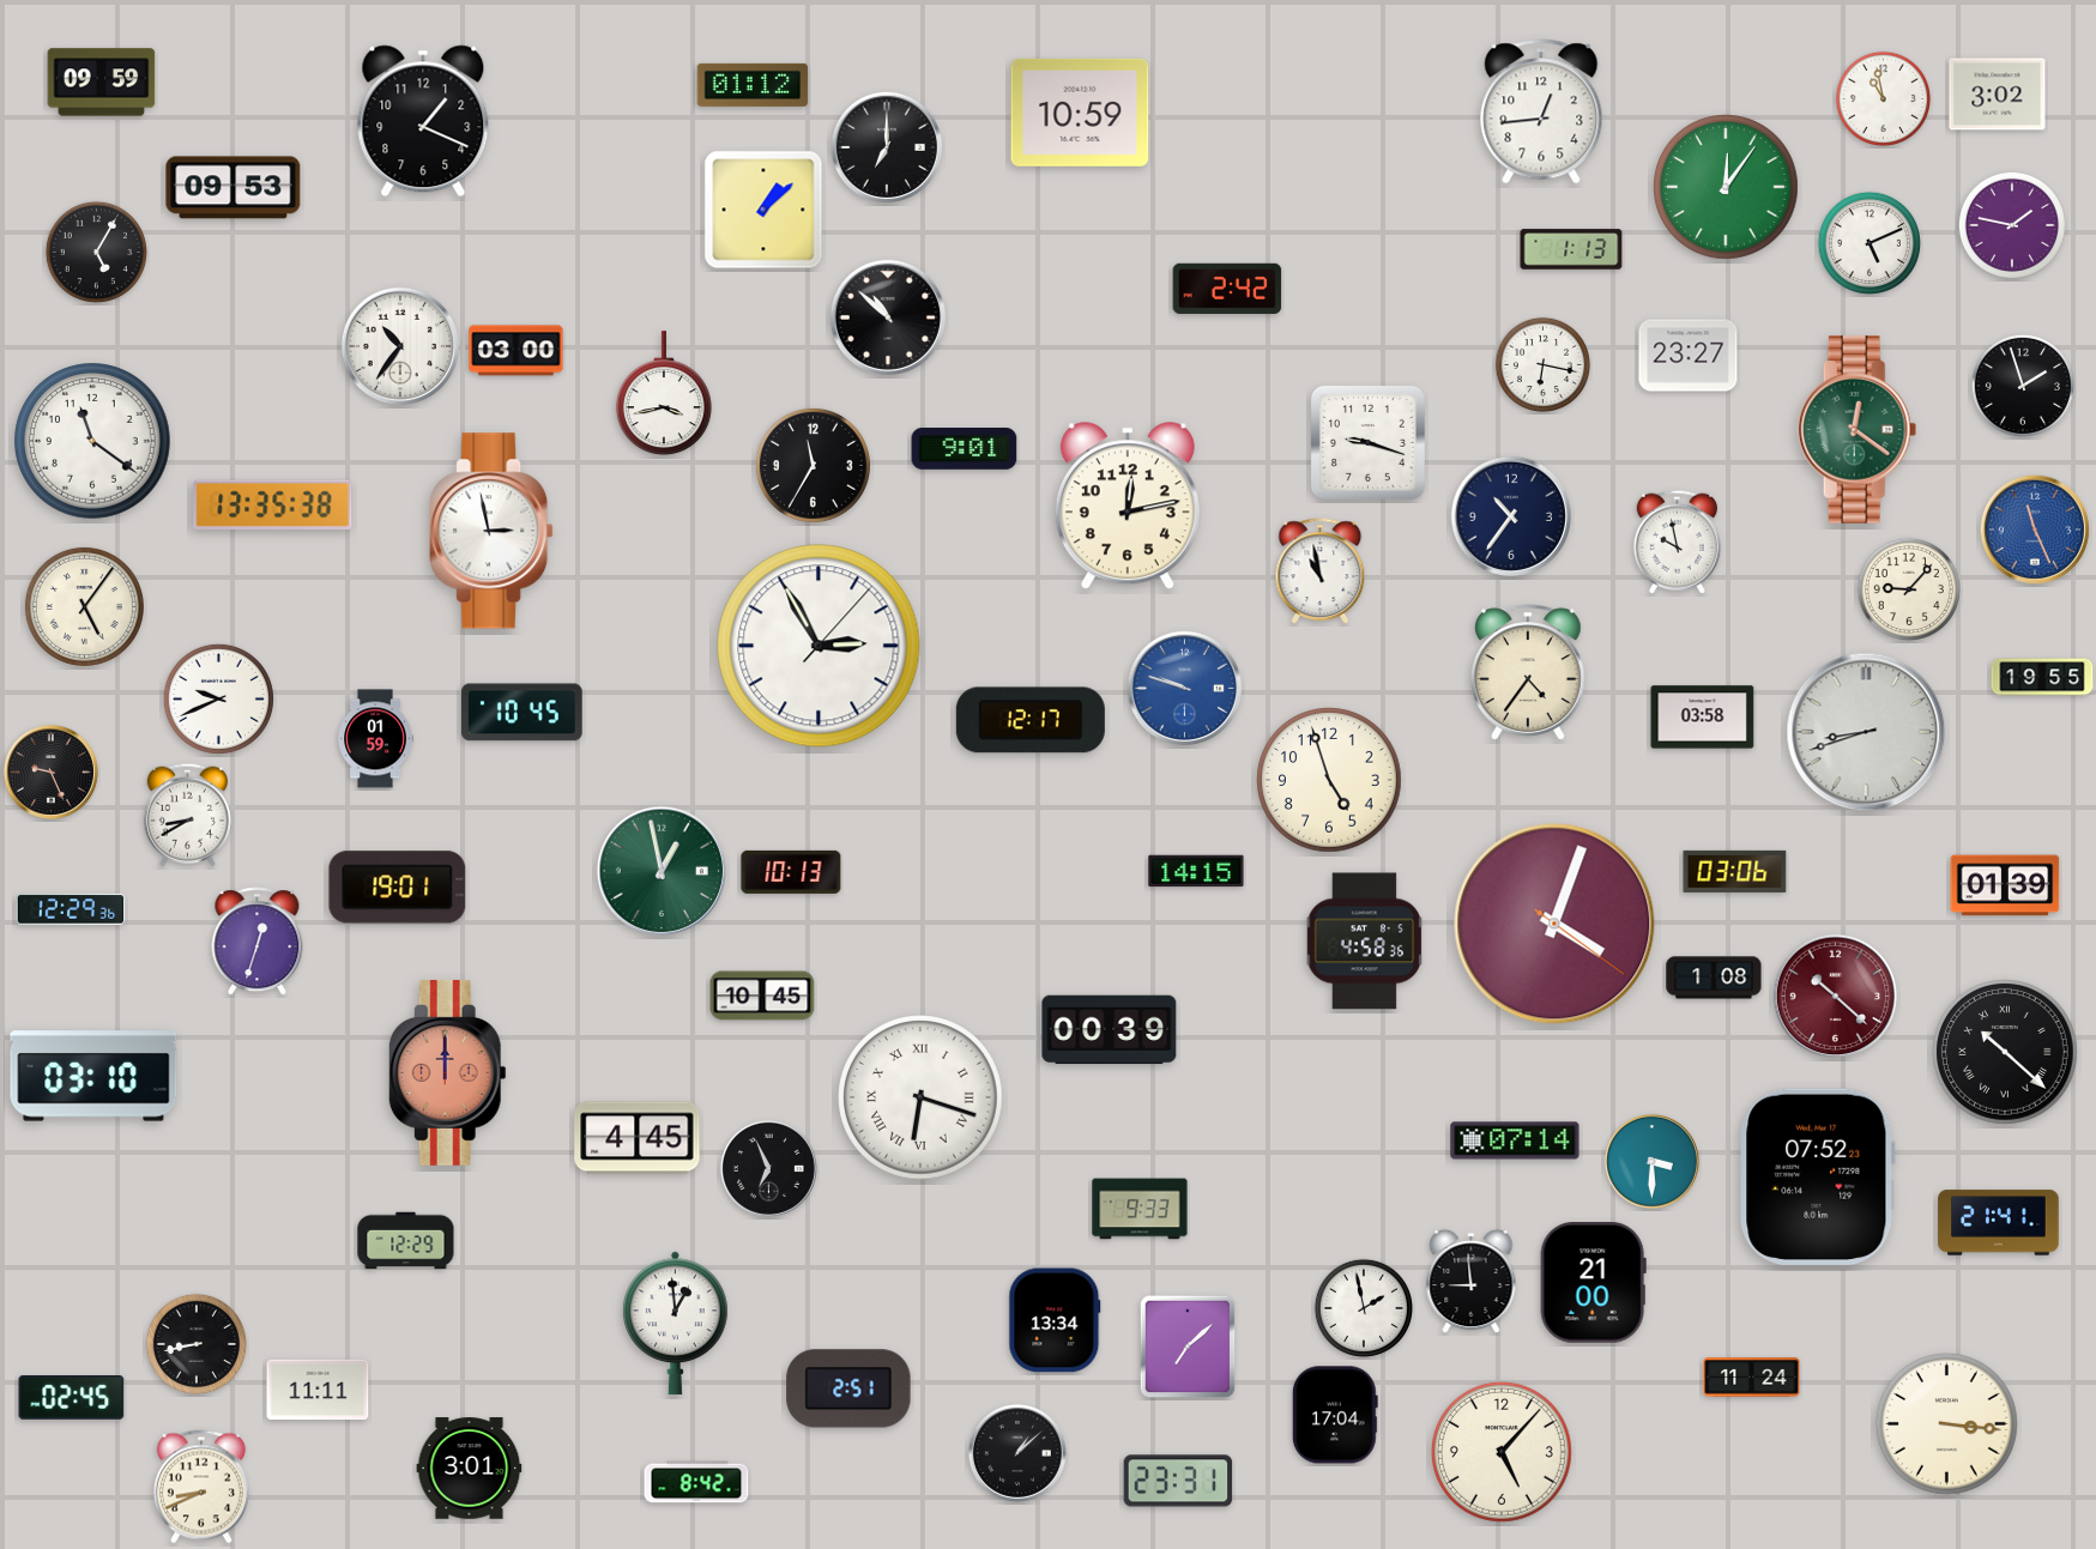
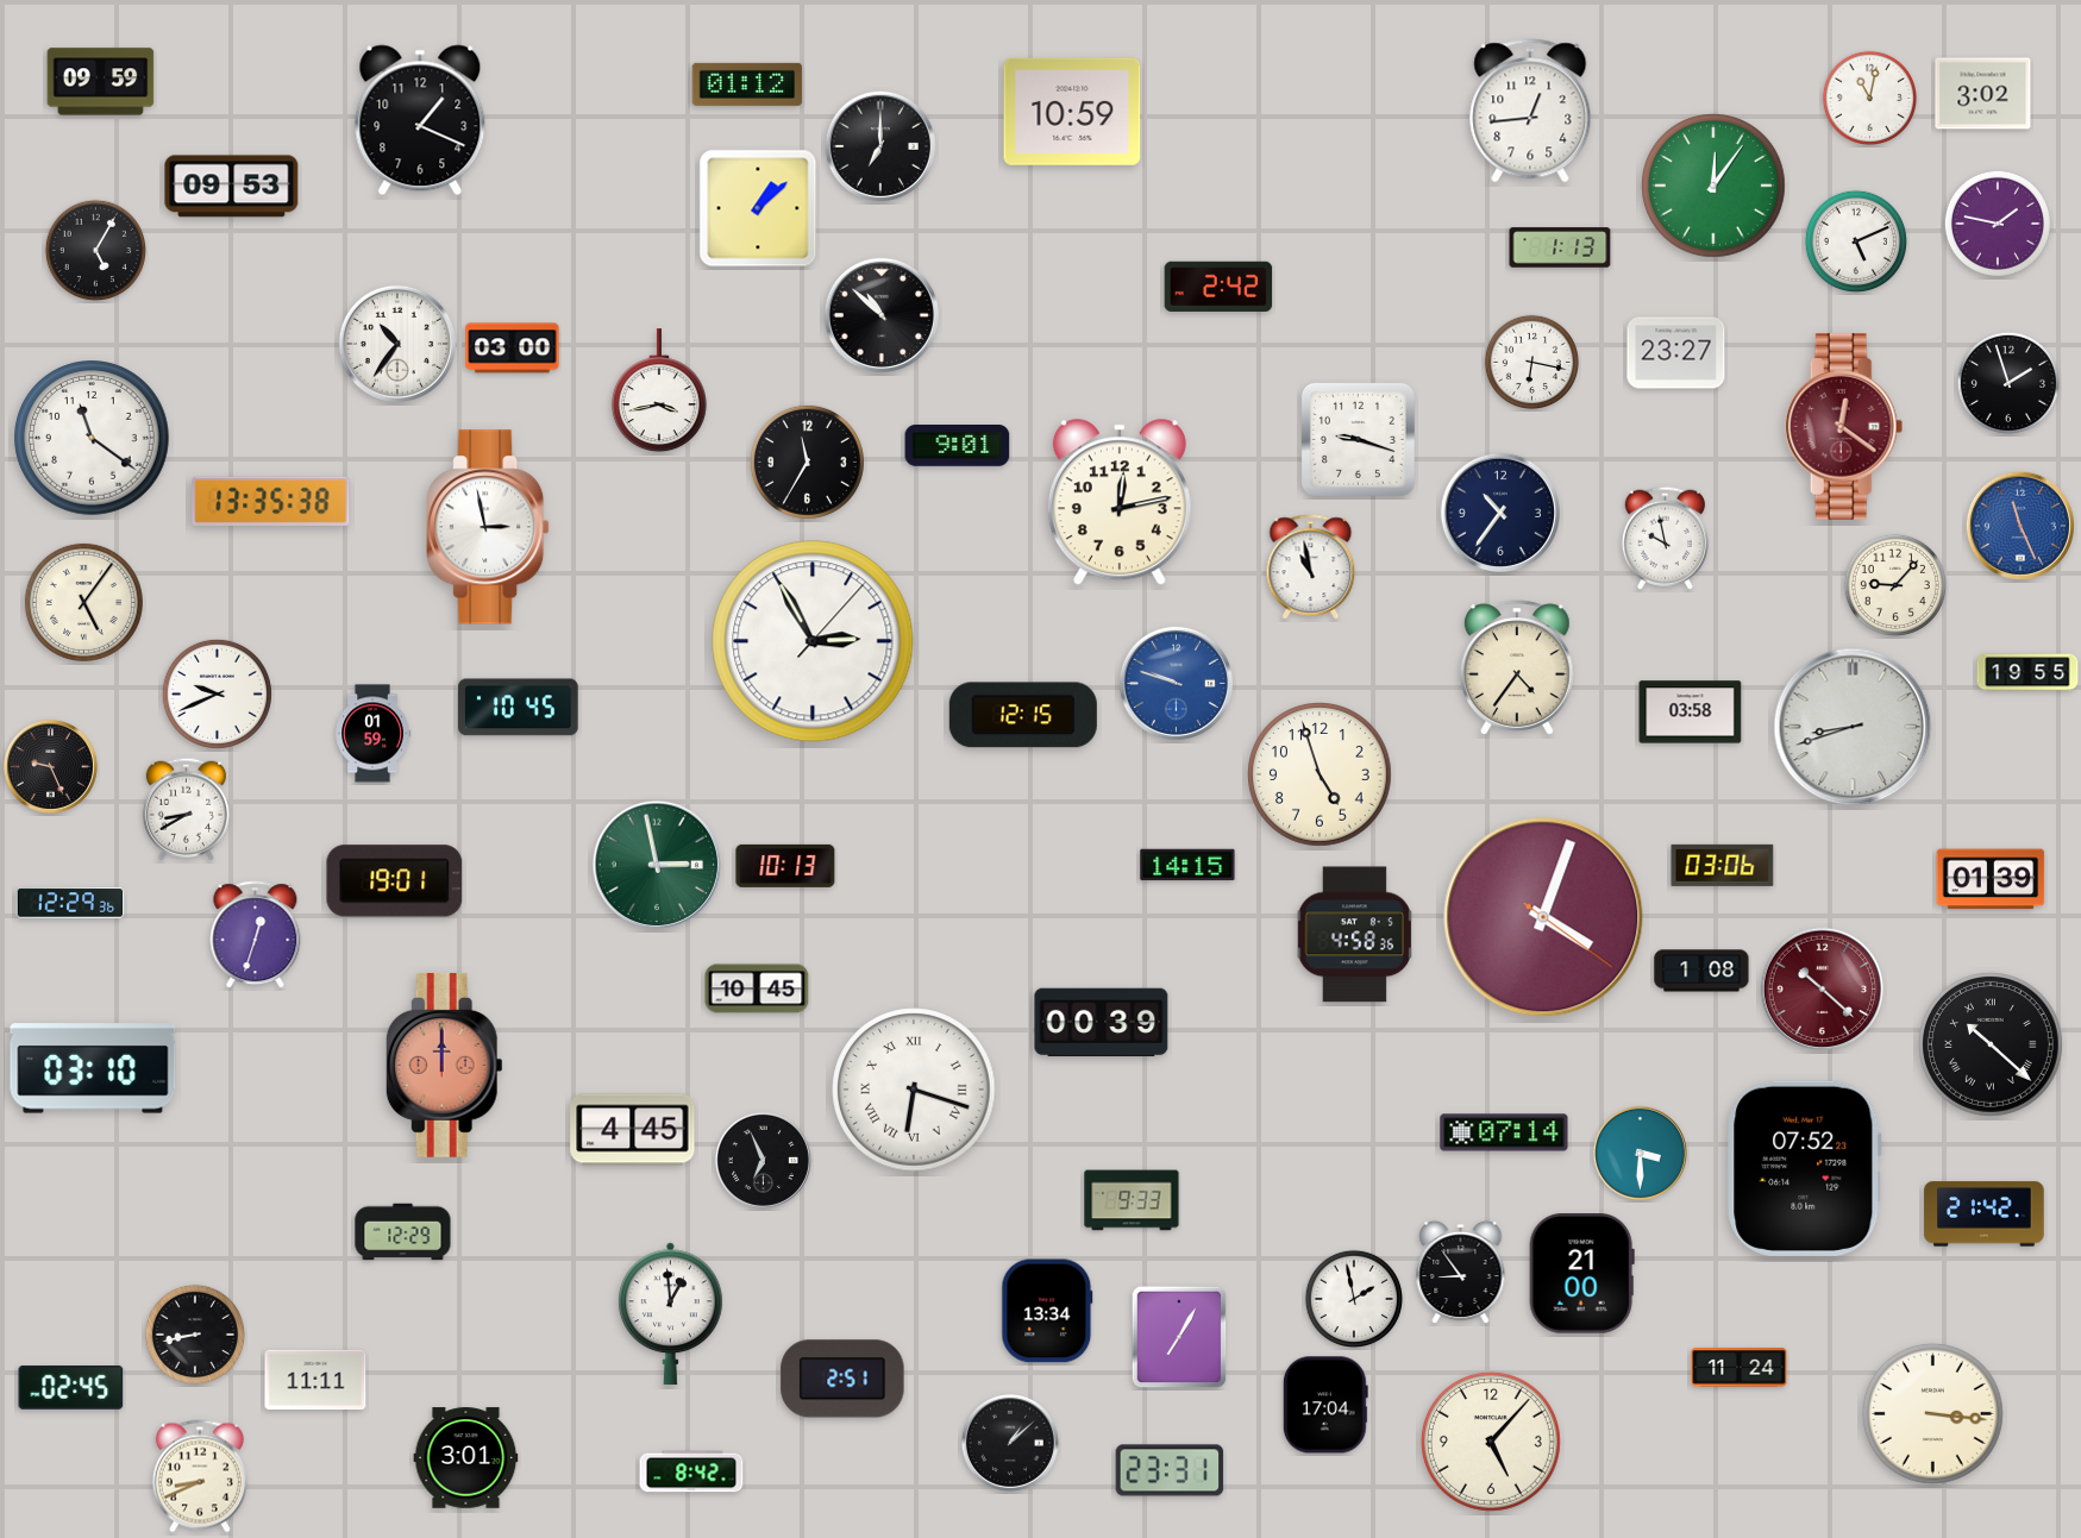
clock at (1883, 98): 10:58 -> 11:02
clock at (1858, 430) dial: green -> burgundy
clock at (1031, 720): 12:17 -> 12:15
clock at (662, 871): 12:58 -> 2:58
clock at (1999, 1223): 21:41 -> 21:42
clock at (1472, 1282): 8:59 -> 8:54
clock at (1188, 1347): 7:08 -> 7:05
